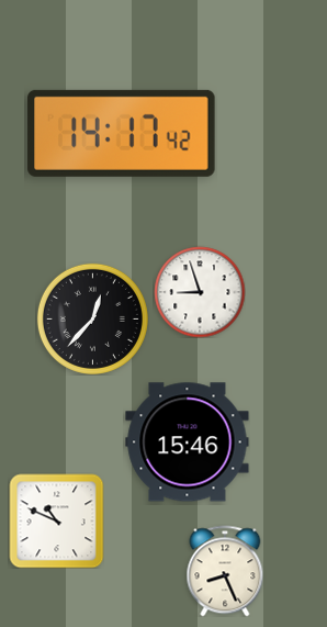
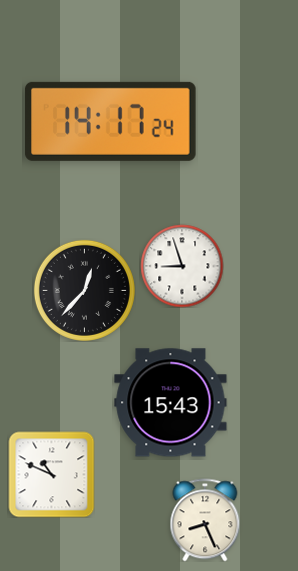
clock at (122, 133): 14:17:42 -> 14:17:24
clock at (188, 443): 15:46 -> 15:43
